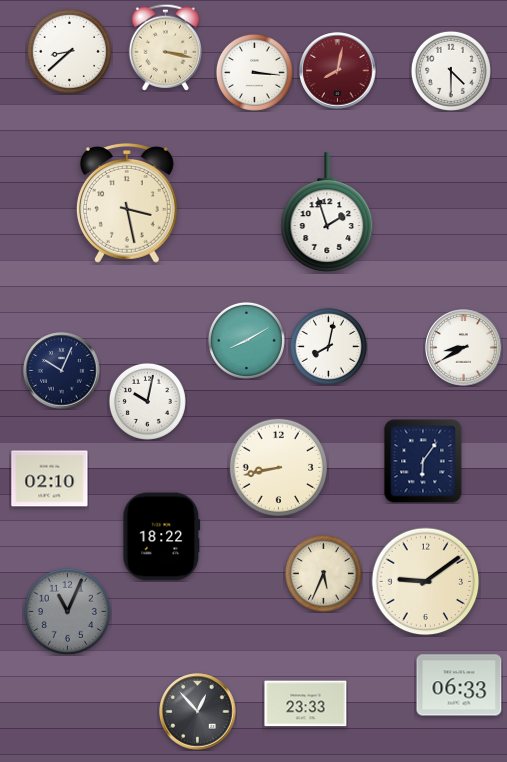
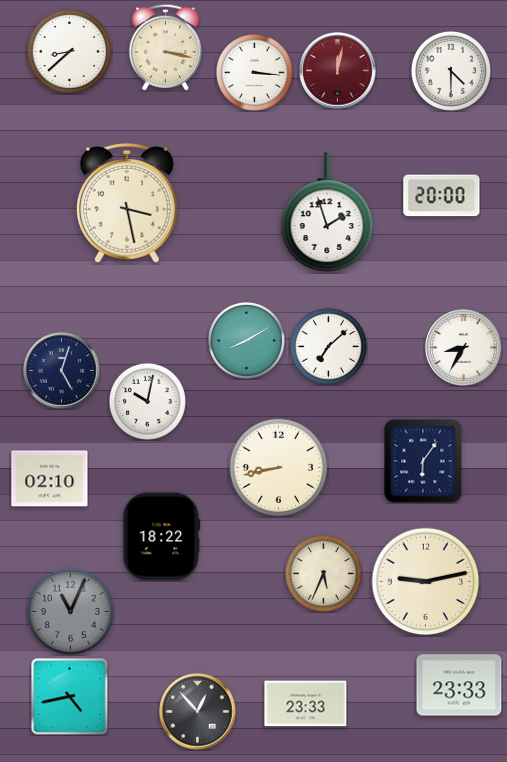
clock at (338, 71): 8:02 -> 12:02
clock at (442, 196): none -> 20:00
clock at (328, 346): 8:02 -> 7:08
clock at (464, 348): 8:40 -> 8:35
clock at (62, 371): 10:04 -> 5:03
clock at (426, 582): 9:09 -> 9:13
clock at (67, 611) position: (67, 611) -> (70, 611)
clock at (459, 685): 06:33 -> 23:33
clock at (69, 696): none -> 4:43
